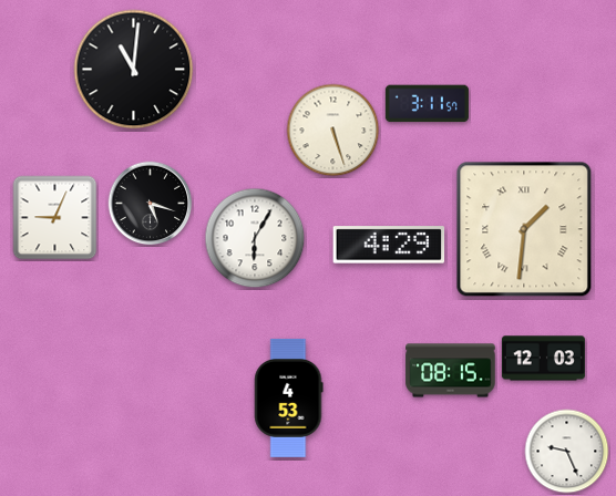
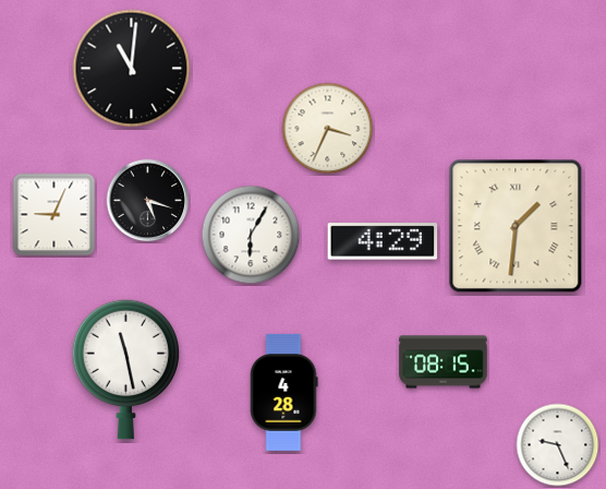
clock at (427, 104): 3:11 -> none
clock at (333, 131): 5:27 -> 3:34
clock at (543, 359): 12:03 -> none
clock at (451, 371) position: (451, 371) -> (444, 362)
clock at (126, 369): none -> 11:28
clock at (289, 397): 4:53 -> 4:28
